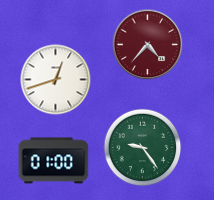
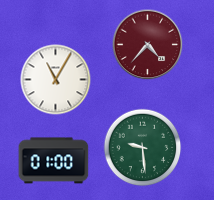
clock at (56, 80): 12:42 -> 11:05
clock at (143, 148): 9:24 -> 9:29
